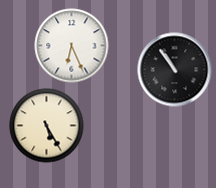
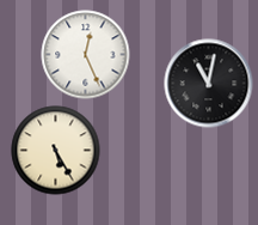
clock at (72, 46): 6:26 -> 12:26
clock at (175, 70): 10:54 -> 11:02
